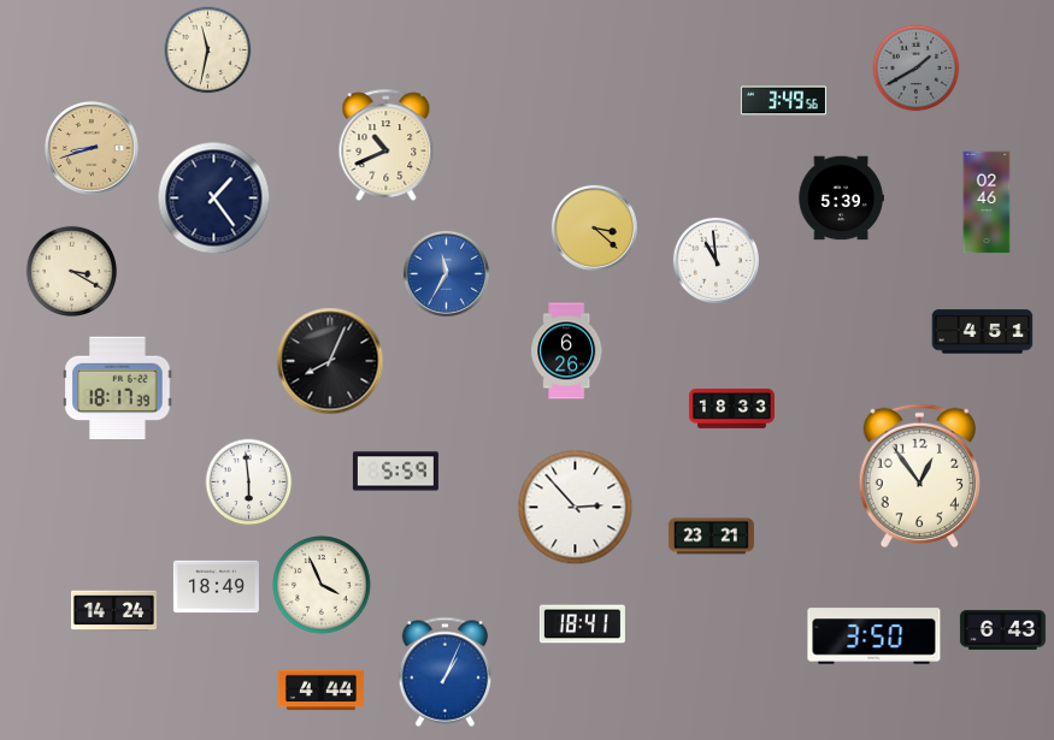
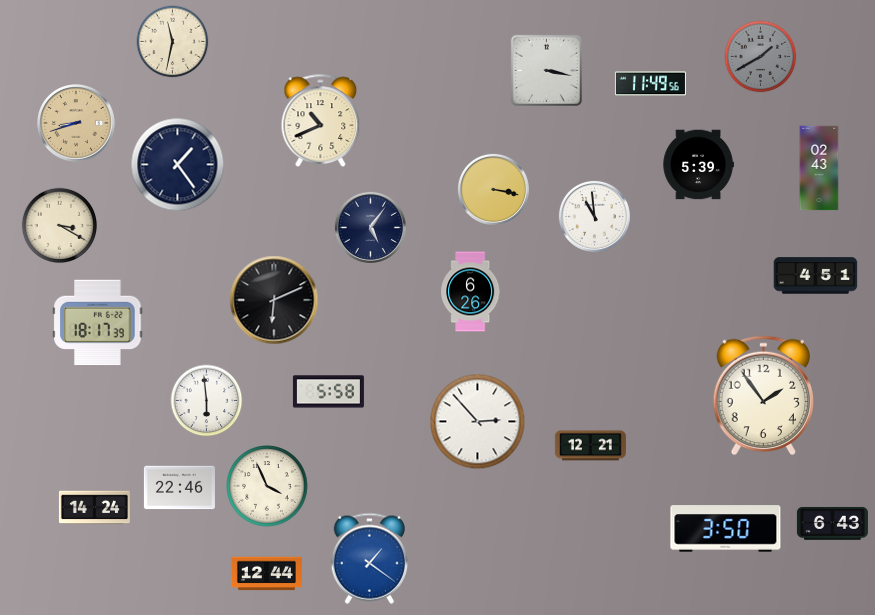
clock at (546, 70): none -> 3:17
clock at (783, 101): 3:49 -> 11:49
clock at (987, 202): 02:46 -> 02:43
clock at (594, 227): 3:22 -> 3:17
clock at (446, 273): 11:35 -> 5:06
clock at (446, 273) dial: blue -> navy
clock at (330, 361): 8:04 -> 6:11
clock at (731, 408): 18:33 -> none
clock at (395, 472): 5:59 -> 5:58
clock at (920, 476): 12:54 -> 1:54
clock at (711, 537): 23:21 -> 12:21
clock at (216, 587): 18:49 -> 22:46
clock at (582, 624): 18:41 -> none
clock at (444, 671): 1:04 -> 1:21
clock at (320, 691): 4:44 -> 12:44
